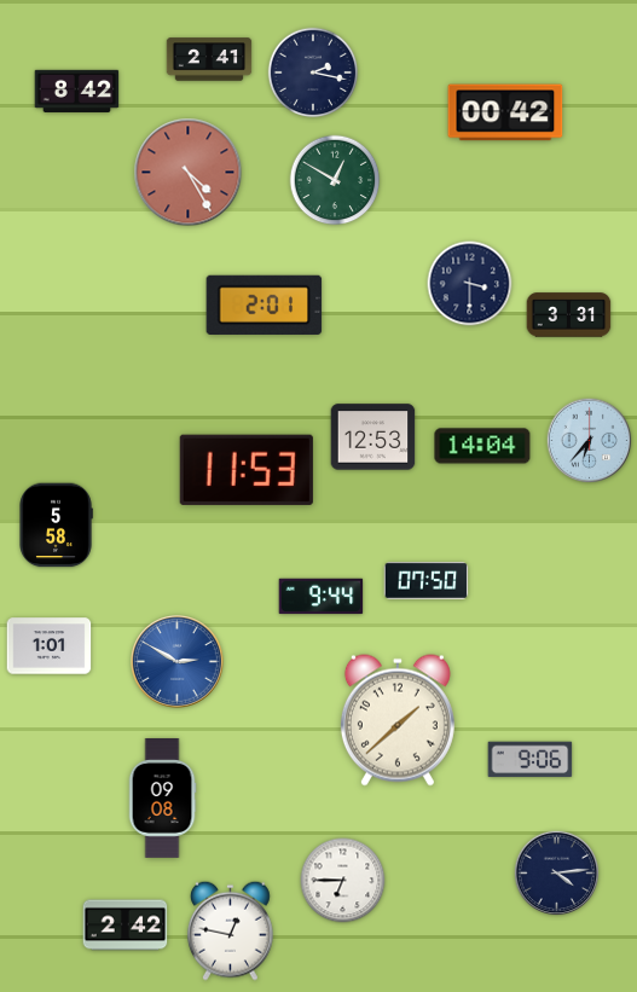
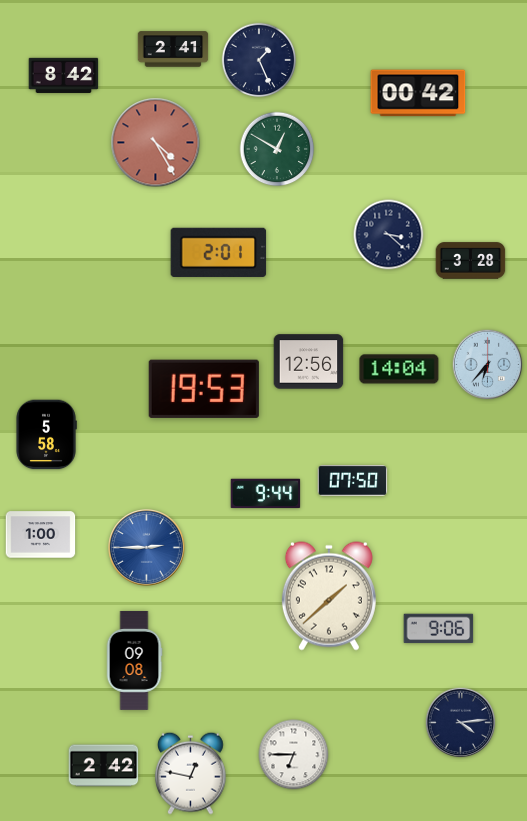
clock at (313, 72): 2:17 -> 1:26
clock at (470, 284): 3:30 -> 3:22
clock at (569, 315): 3:31 -> 3:28
clock at (373, 437): 12:53 -> 12:56
clock at (247, 470): 11:53 -> 19:53
clock at (50, 646): 1:01 -> 1:00
clock at (178, 662): 2:50 -> 2:45
clock at (343, 881) position: (343, 881) -> (294, 755)
clock at (230, 930) position: (230, 930) -> (190, 773)
